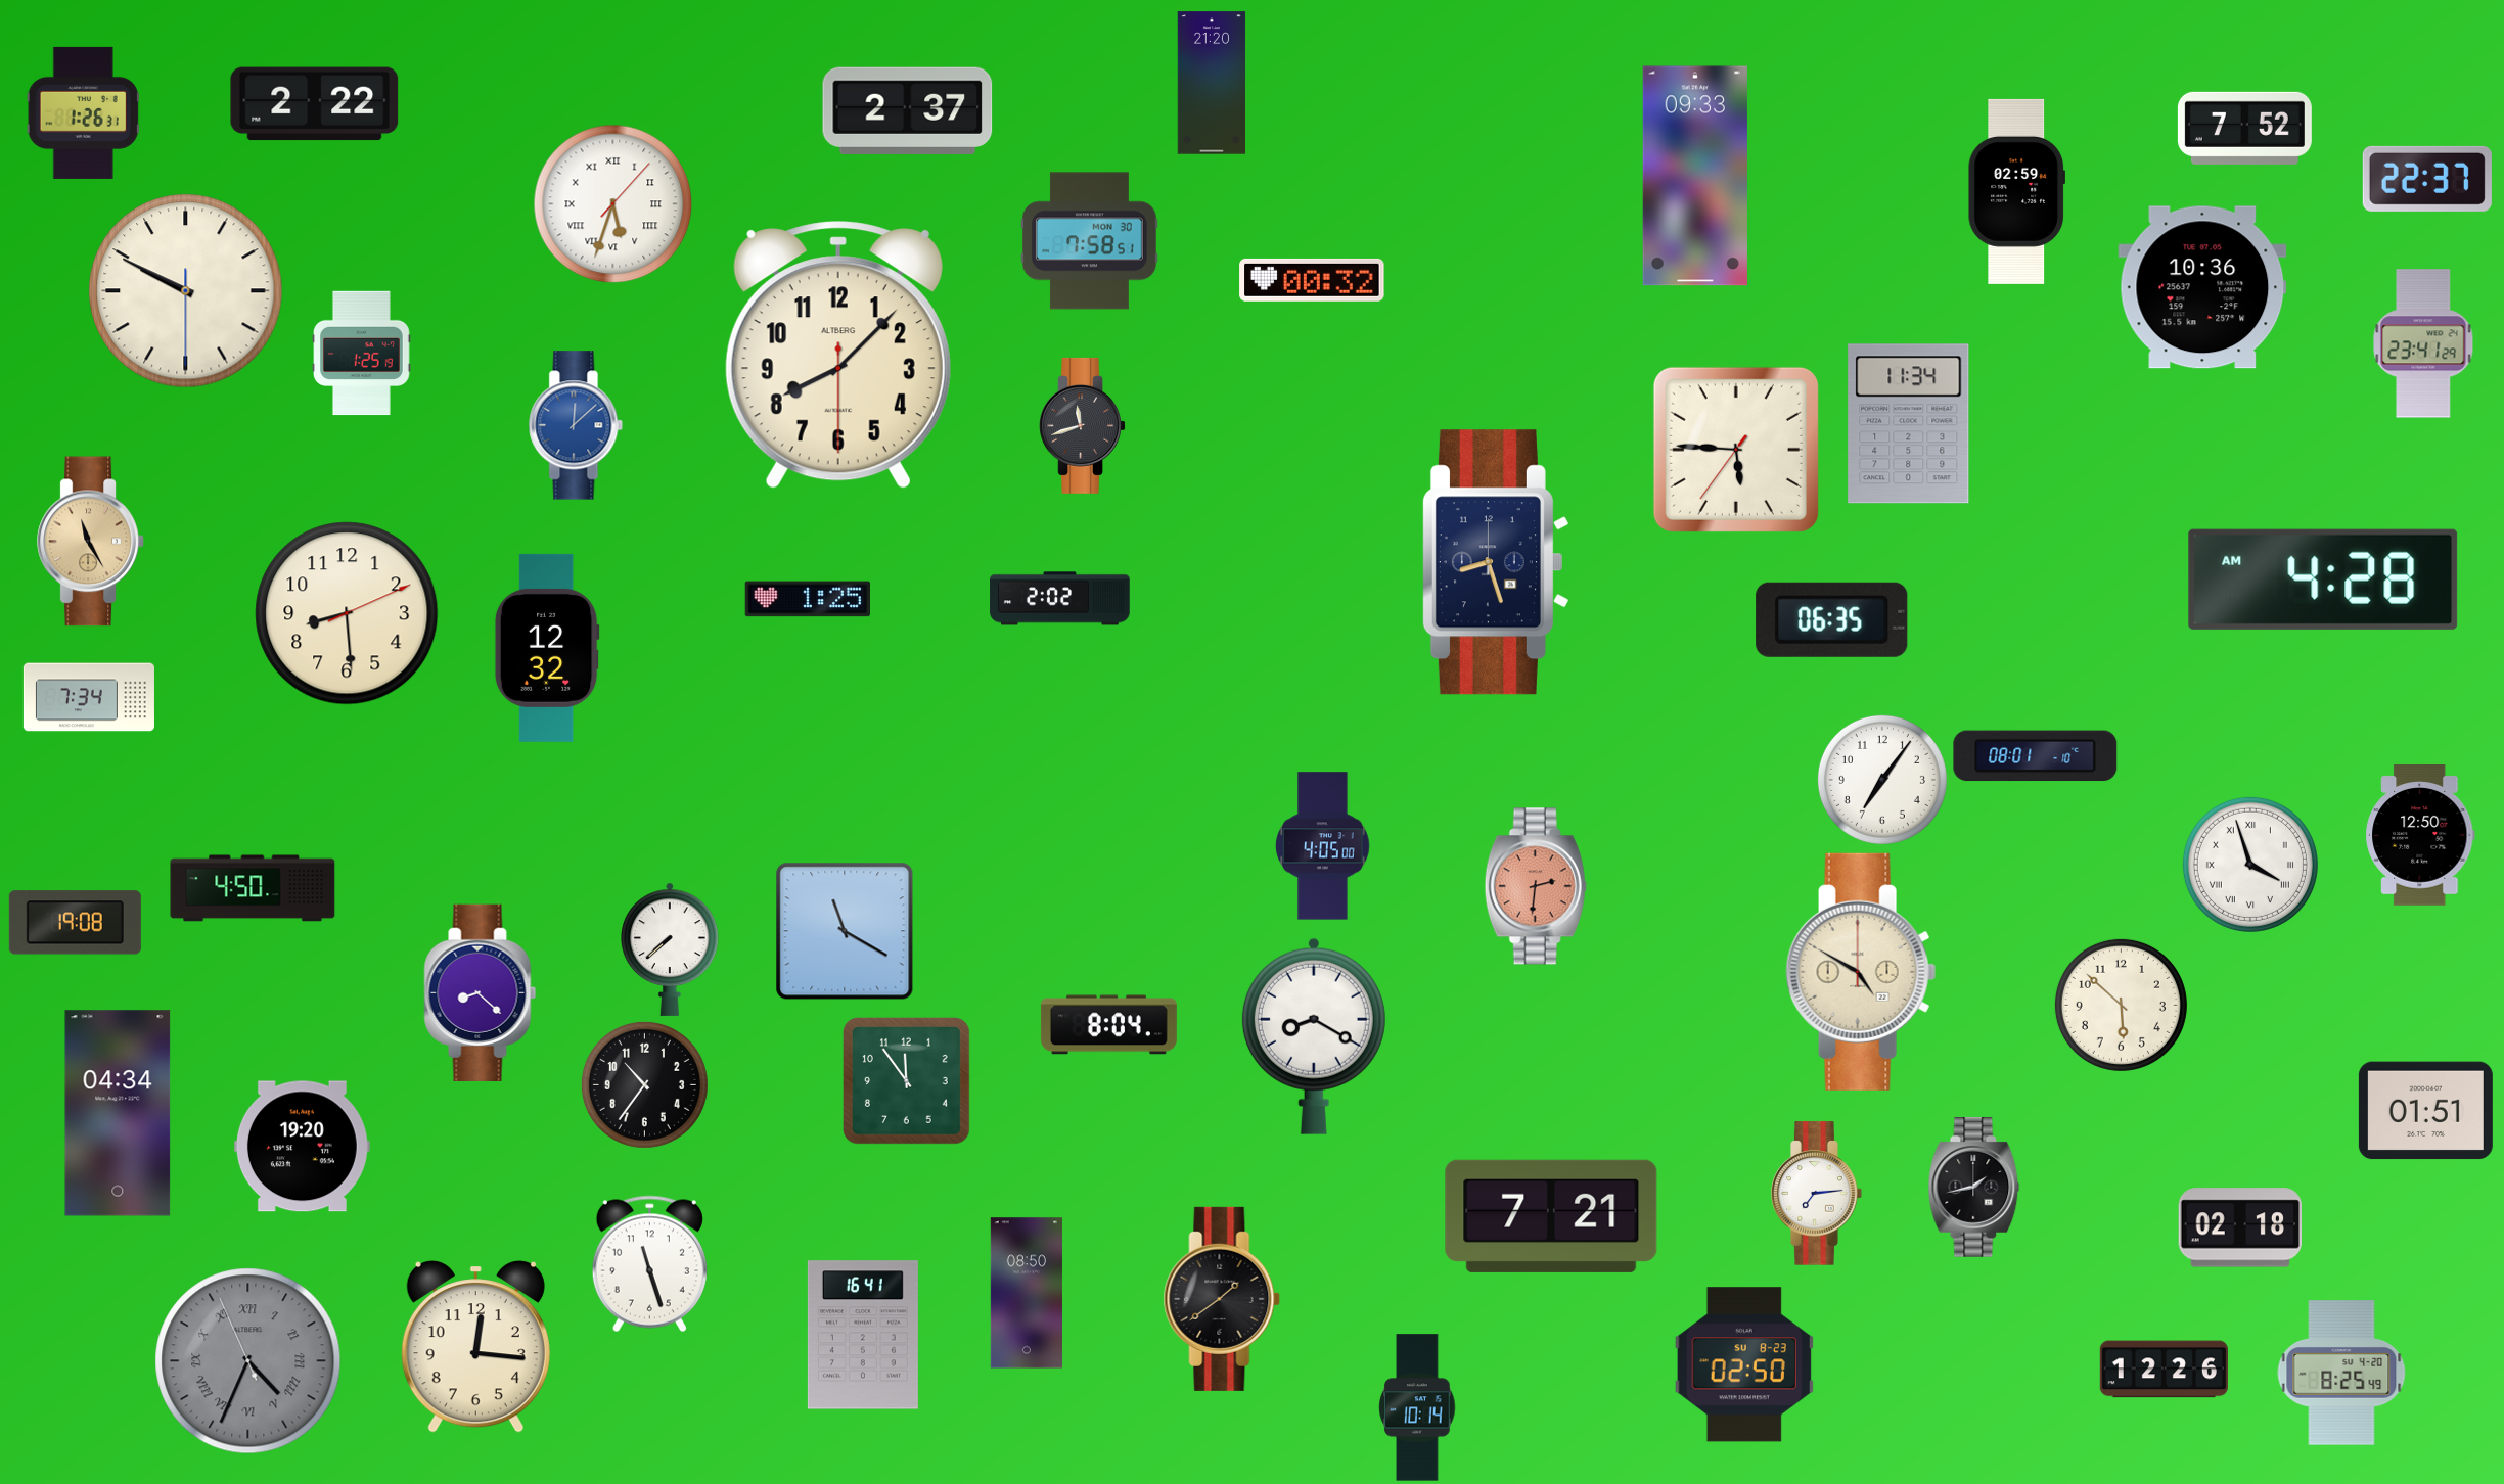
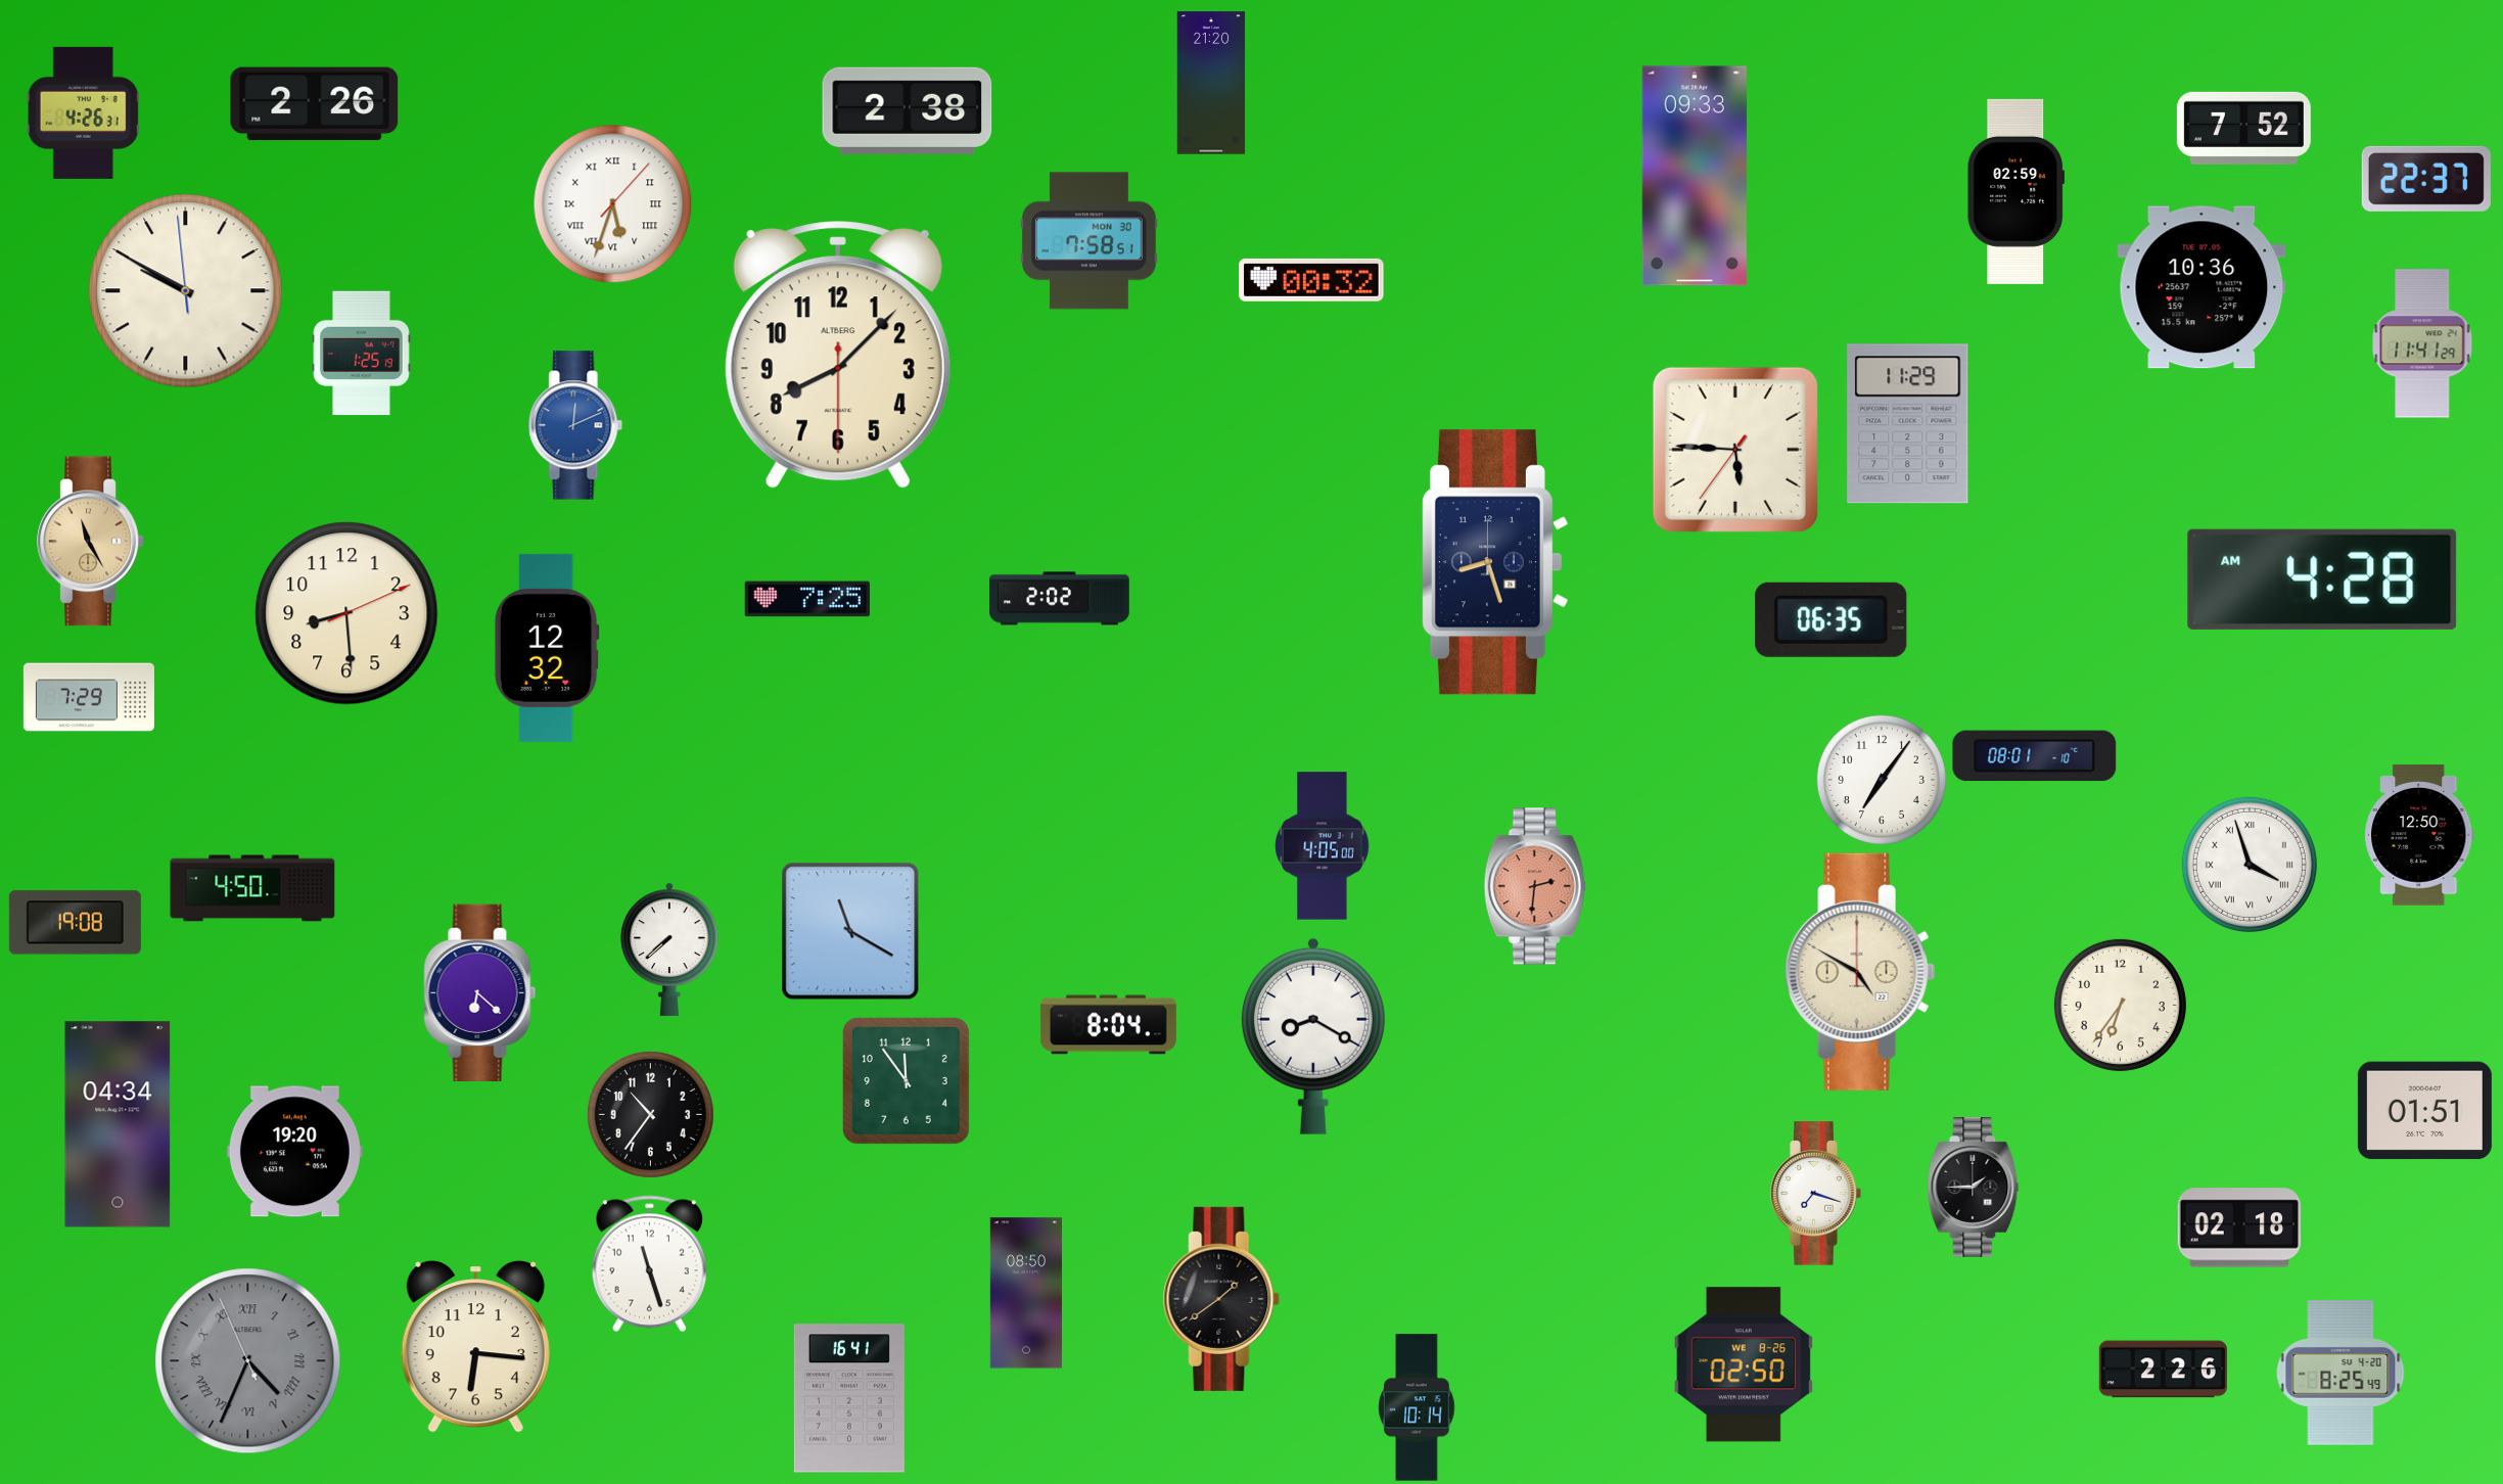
clock at (315, 104): 2:22 -> 2:26
clock at (908, 110): 2:37 -> 2:38
clock at (83, 112): 1:26 -> 4:26
clock at (186, 291): 9:49:30 -> 9:49:59
clock at (2423, 343): 23:41 -> 11:41
clock at (1909, 424): 11:34 -> 11:29
clock at (576, 425): 12:08 -> 12:11
clock at (1082, 425): 11:42 -> none
clock at (807, 599): 1:25 -> 7:25
clock at (89, 697): 7:34 -> 7:29
clock at (845, 931) position: (845, 931) -> (850, 931)
clock at (481, 992): 8:22 -> 6:22
clock at (2121, 1005): 5:52 -> 6:36
clock at (644, 1084) position: (644, 1084) -> (650, 1114)
clock at (118, 1113) position: (118, 1113) -> (118, 1124)
clock at (302, 1147) position: (302, 1147) -> (294, 1152)
clock at (1974, 1188): 1:43 -> 1:45
clock at (1817, 1194): 7:14 -> 7:18
clock at (1551, 1216): 7:21 -> none
clock at (863, 1335) position: (863, 1335) -> (849, 1398)
clock at (475, 1347): 12:16 -> 6:16
clock at (1744, 1364) date: SU 8-23 -> WE 8-26
clock at (2164, 1370): 12:26 -> 2:26
